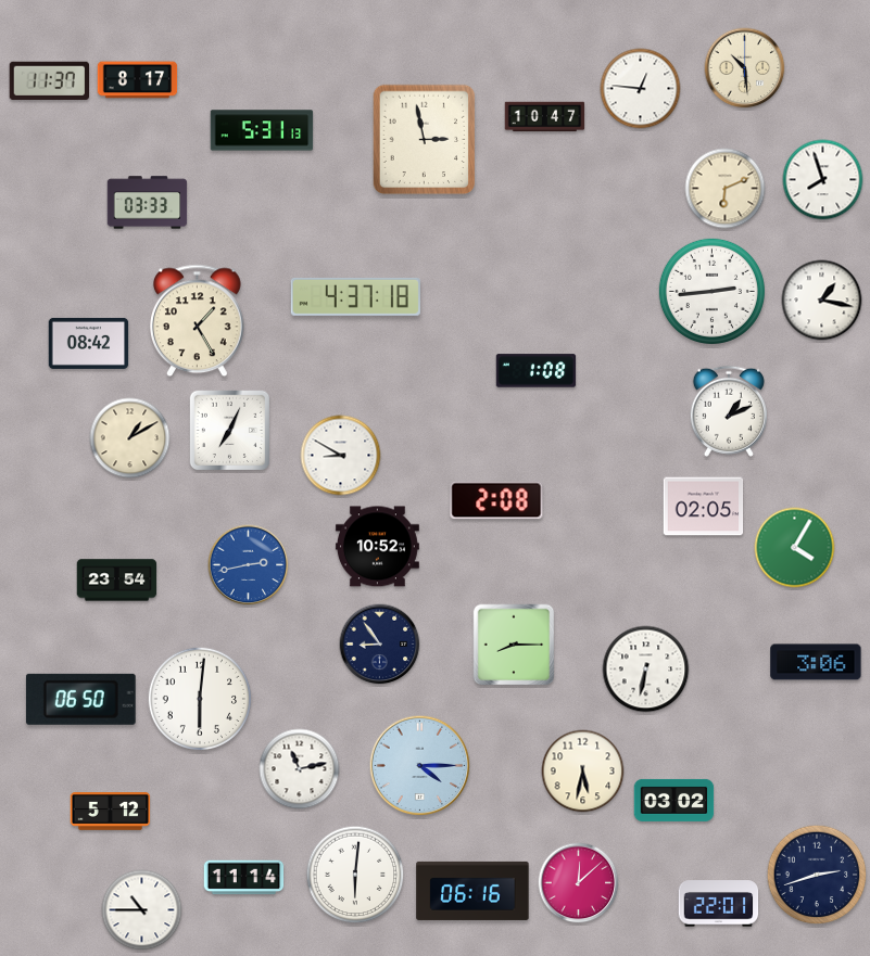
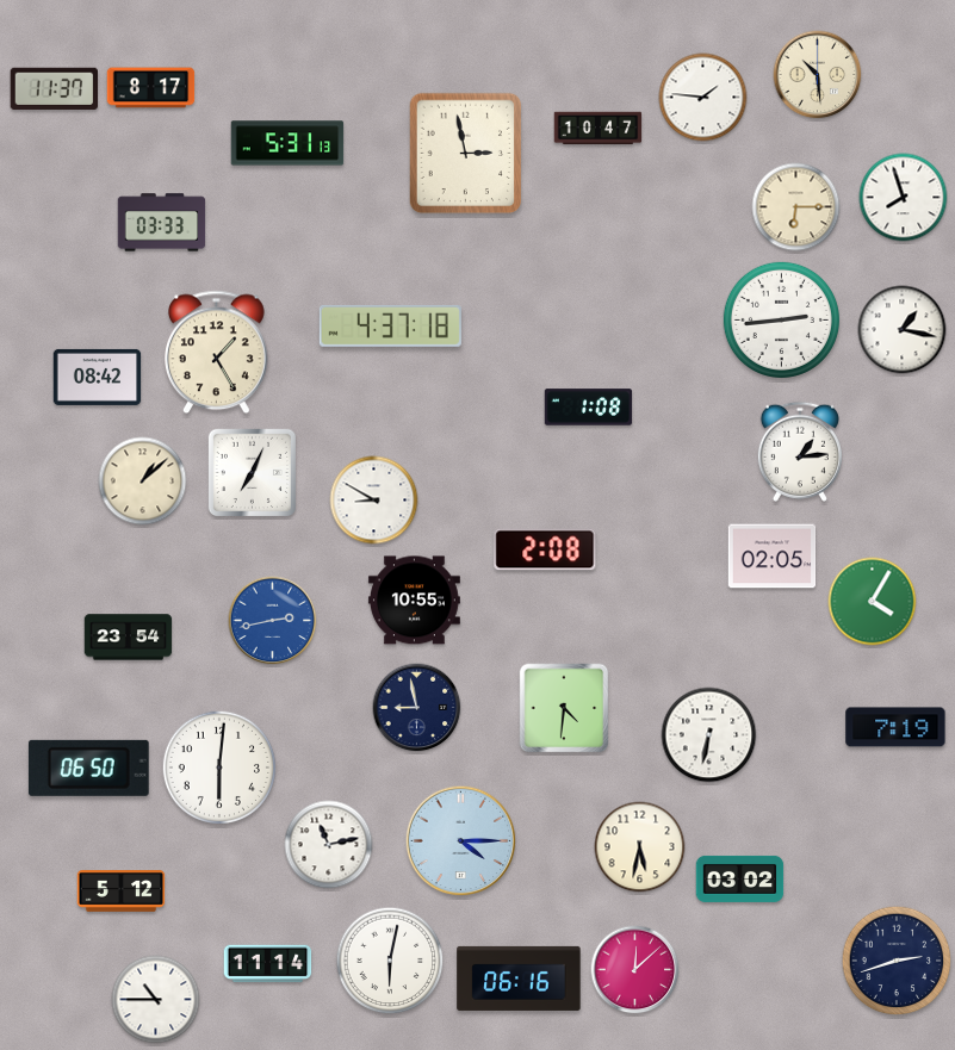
clock at (641, 89): 12:46 -> 1:46
clock at (726, 189): 6:11 -> 6:15
clock at (729, 411): 1:11 -> 1:14
clock at (130, 438): 1:10 -> 1:08
clock at (377, 547): 10:52 -> 10:55
clock at (380, 645): 8:54 -> 8:58
clock at (514, 645): 8:15 -> 4:31
clock at (816, 662): 3:06 -> 7:19
clock at (355, 875): 6:01 -> 6:02
clock at (719, 904): 22:01 -> none
